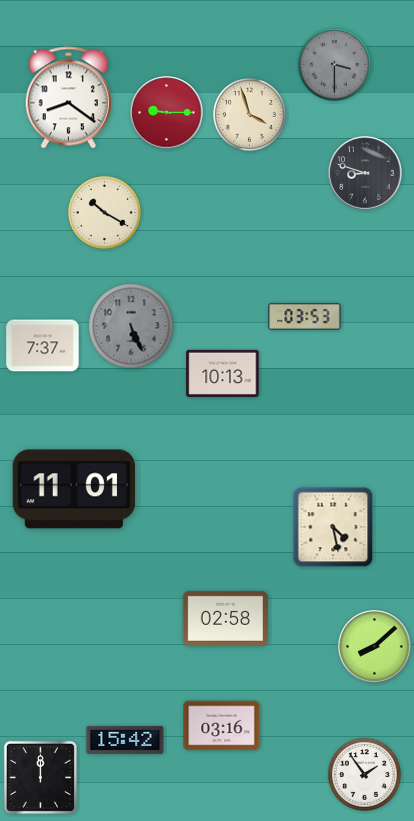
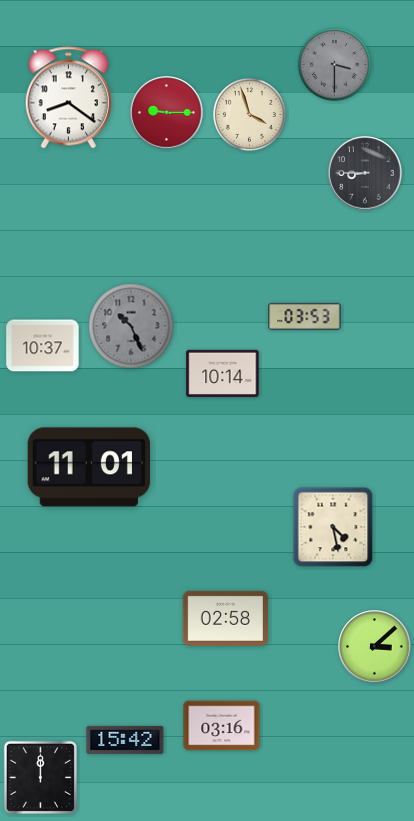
clock at (365, 173): 8:48 -> 8:45
clock at (104, 212): 10:20 -> none
clock at (131, 326): 5:26 -> 10:26
clock at (43, 346): 7:37 -> 10:37
clock at (223, 373): 10:13 -> 10:14
clock at (73, 489) position: (73, 489) -> (88, 467)
clock at (375, 647): 8:08 -> 3:08
clock at (364, 774): 1:54 -> none
